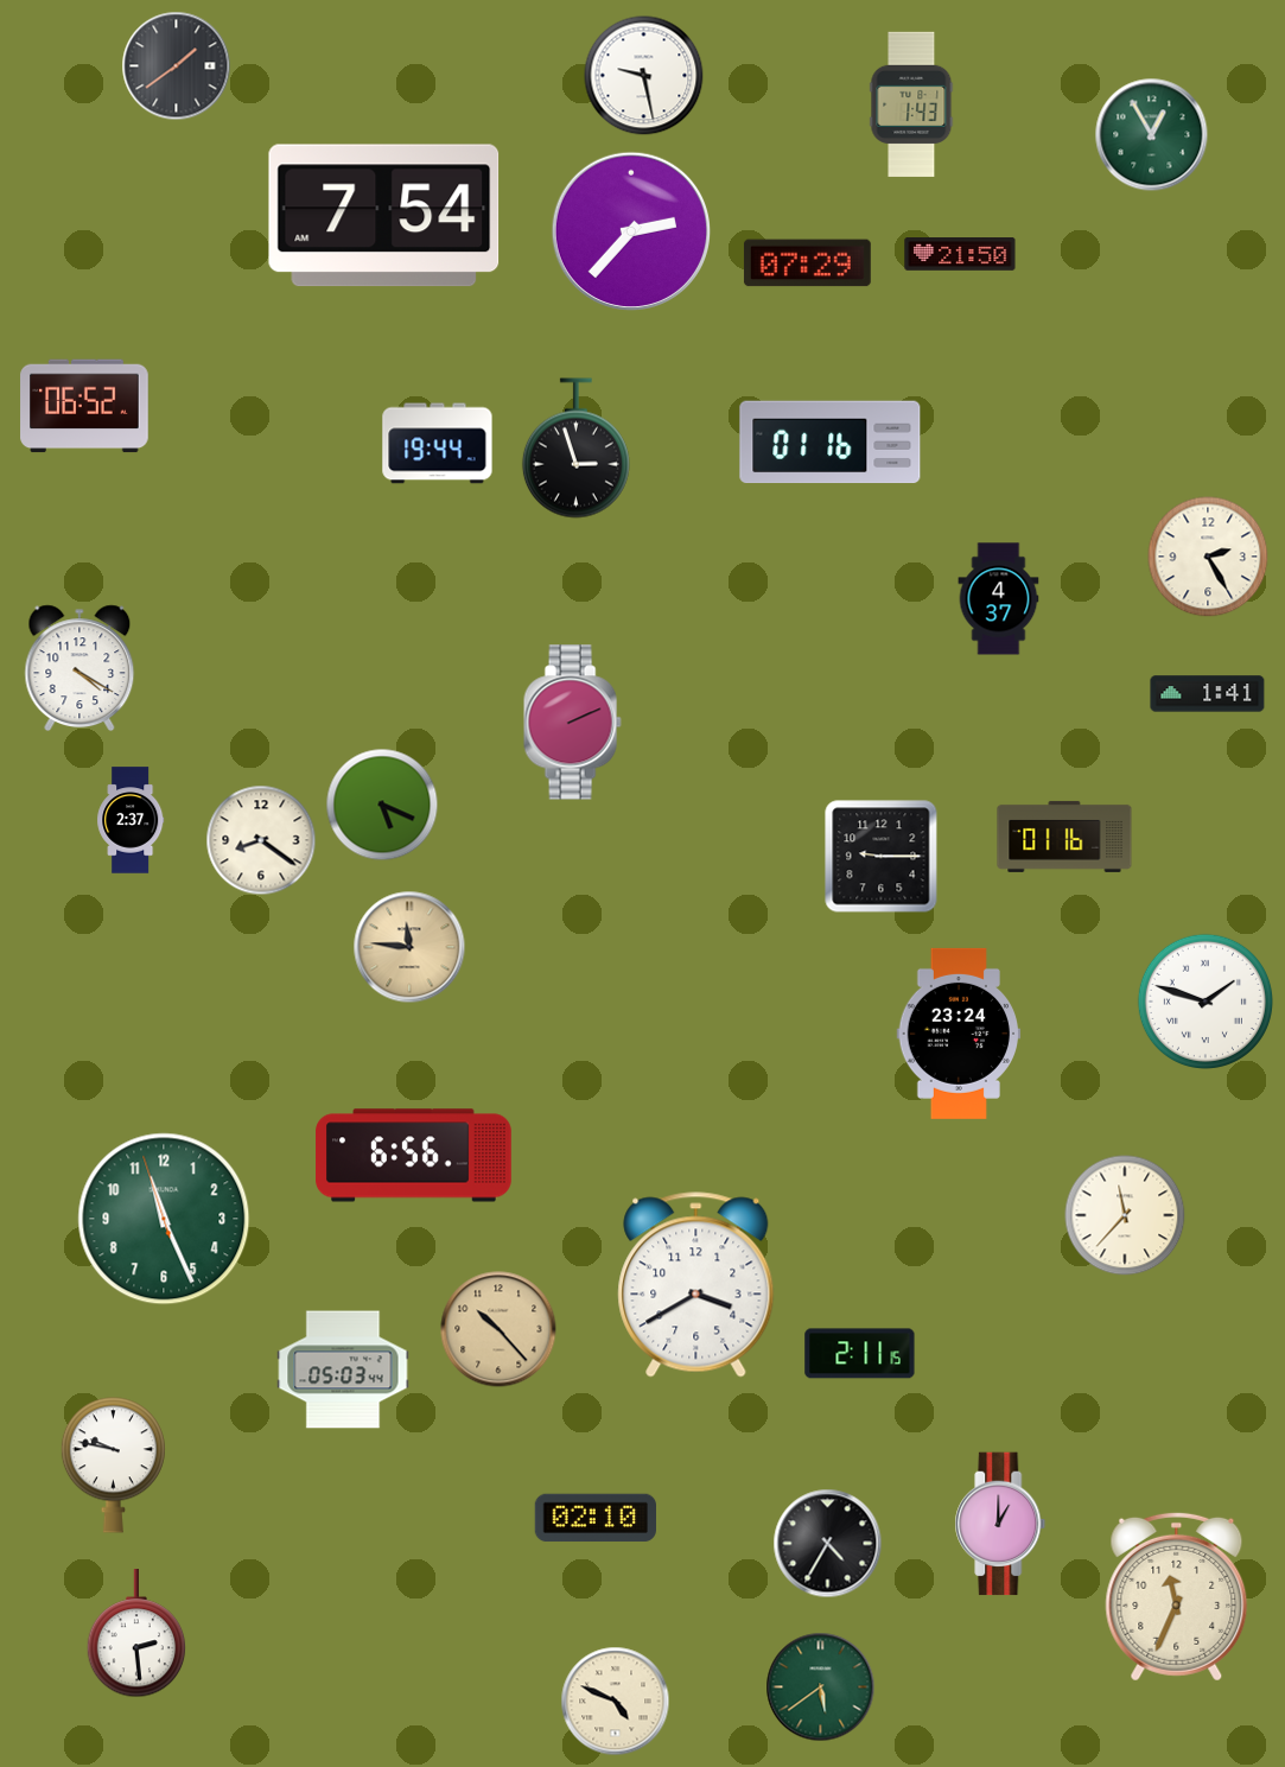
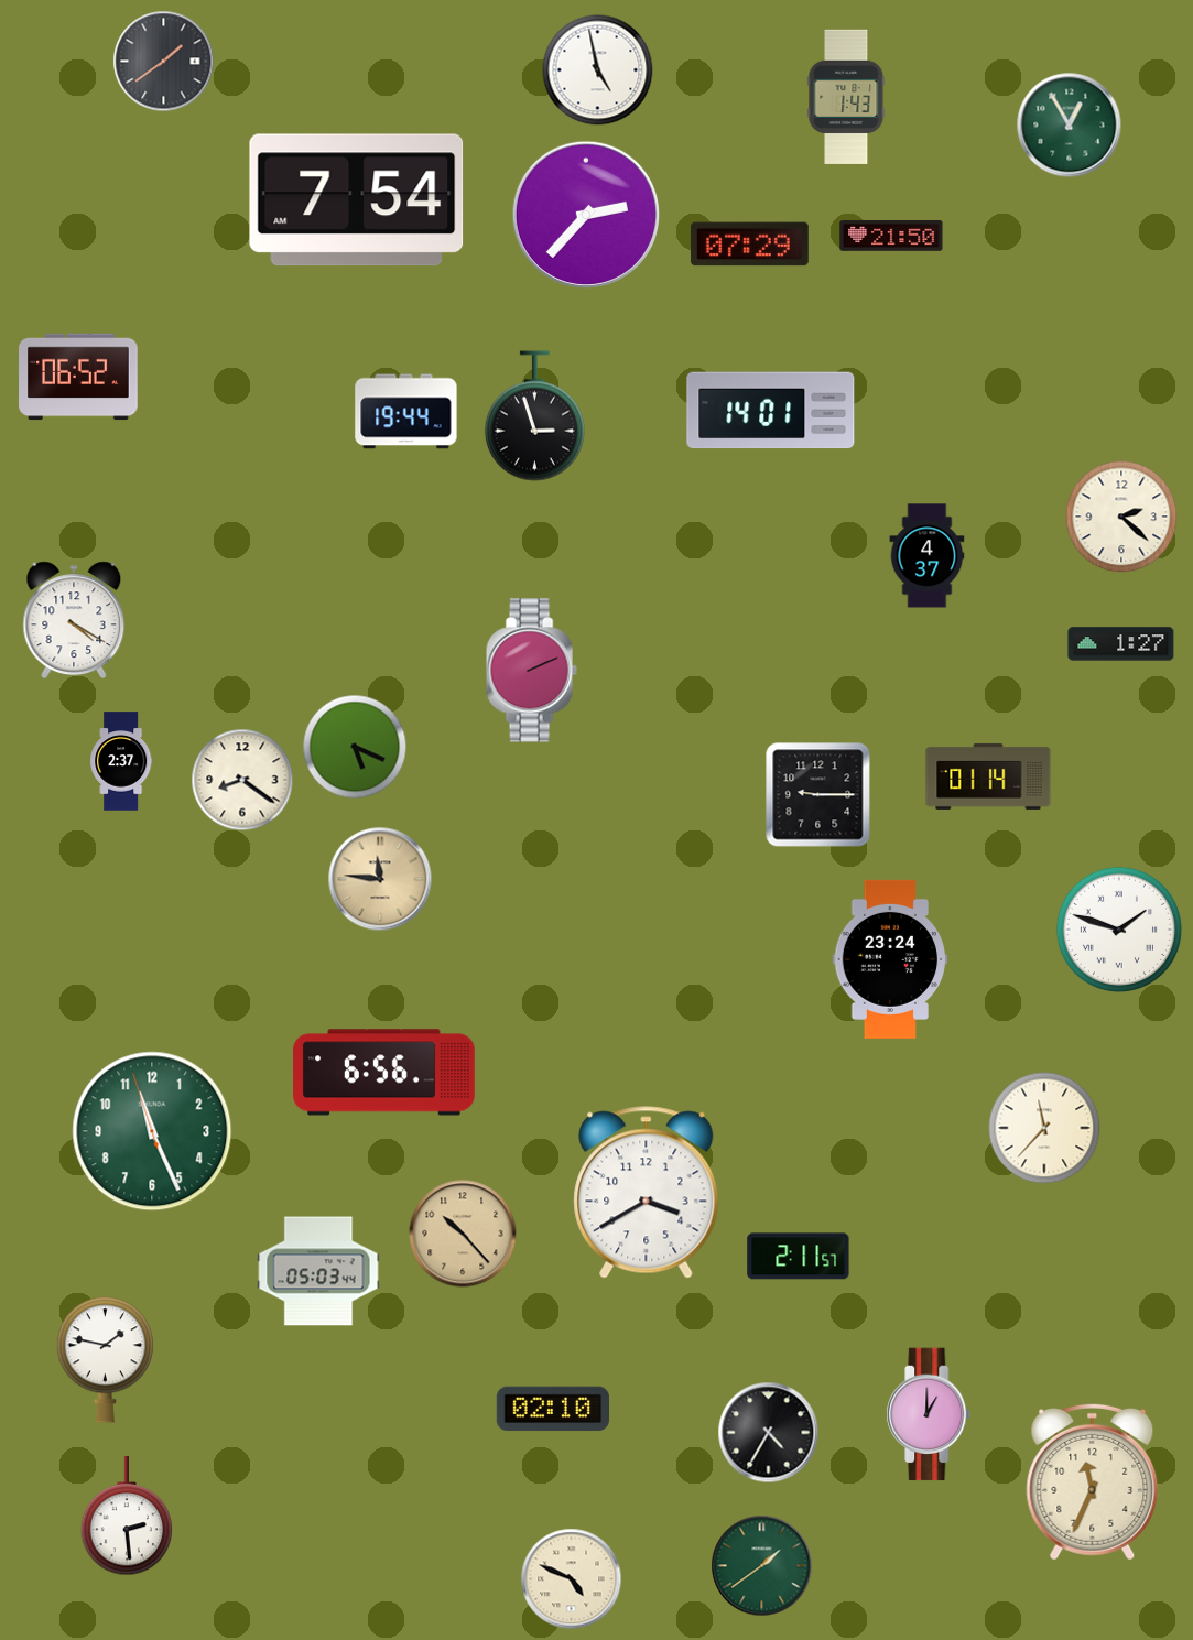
clock at (644, 76): 9:28 -> 4:58
clock at (831, 443): 01:16 -> 14:01
clock at (1208, 557): 2:25 -> 2:22
clock at (1208, 694): 1:41 -> 1:27
clock at (1064, 837): 01:16 -> 01:14
clock at (860, 1354): 2:11:15 -> 2:11:57
clock at (113, 1466): 9:47 -> 1:47
clock at (821, 1687): 5:39 -> 1:39
